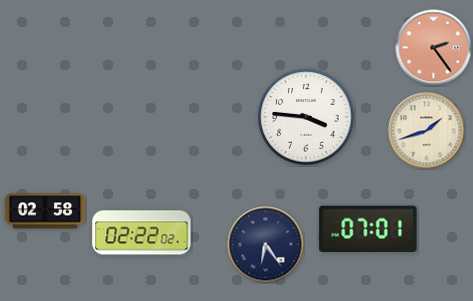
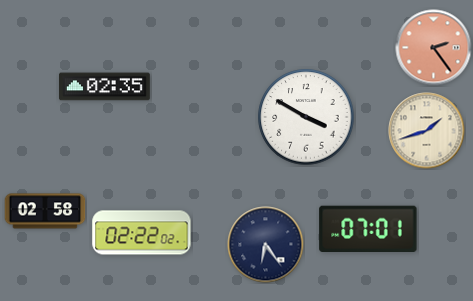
clock at (105, 87): none -> 02:35
clock at (306, 117): 3:46 -> 3:50
